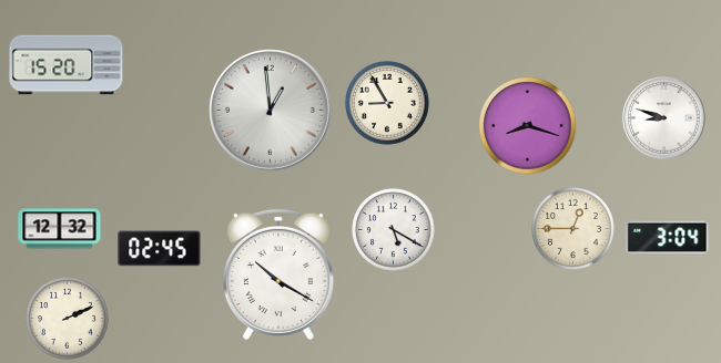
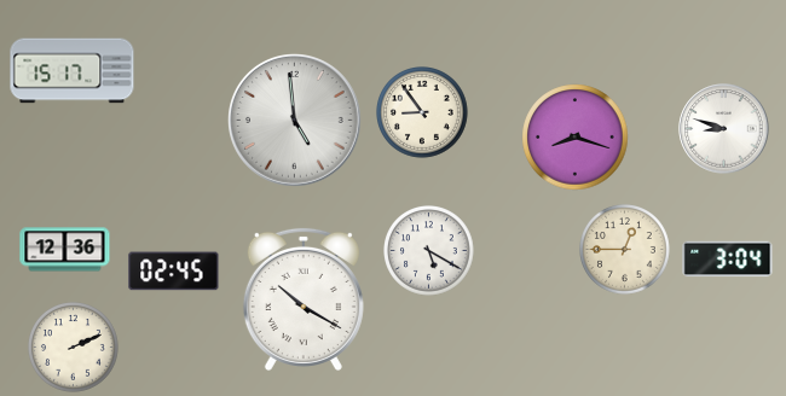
clock at (67, 65): 15:20 -> 15:17
clock at (388, 104): 8:55 -> 8:54
clock at (271, 111): 12:59 -> 4:59
clock at (60, 229): 12:32 -> 12:36
